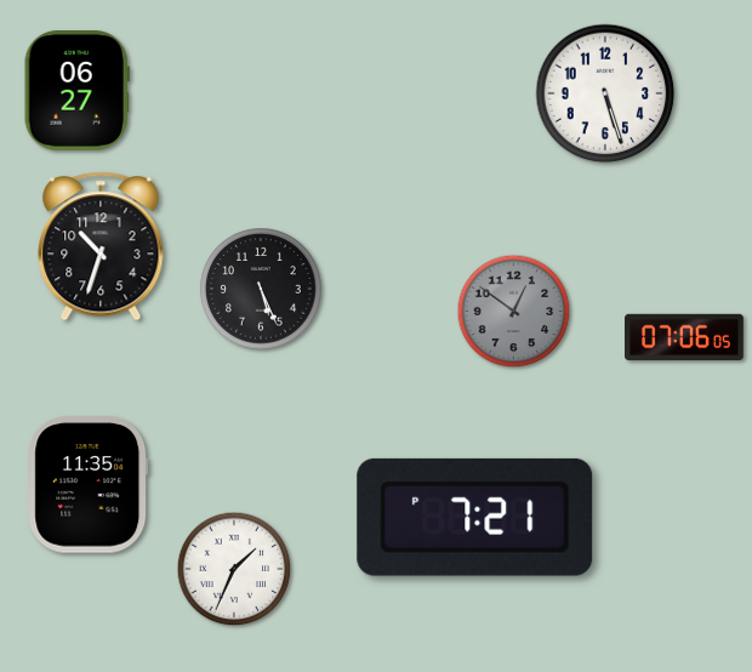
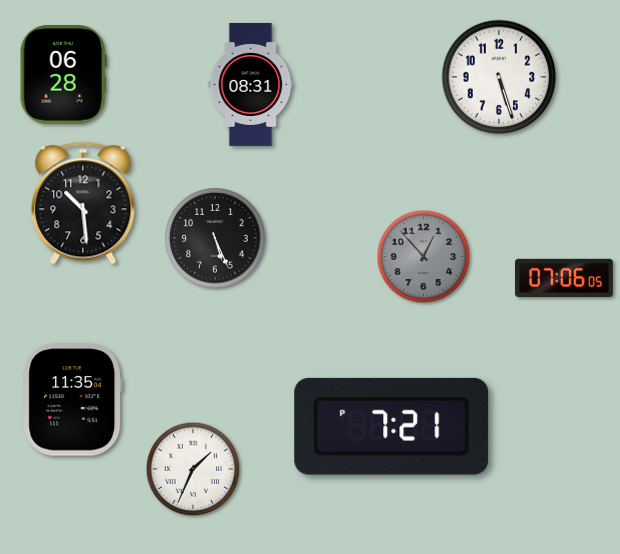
clock at (76, 91): 06:27 -> 06:28
clock at (251, 84): none -> 08:31
clock at (101, 246): 10:33 -> 10:29
clock at (514, 312): 12:51 -> 12:53
